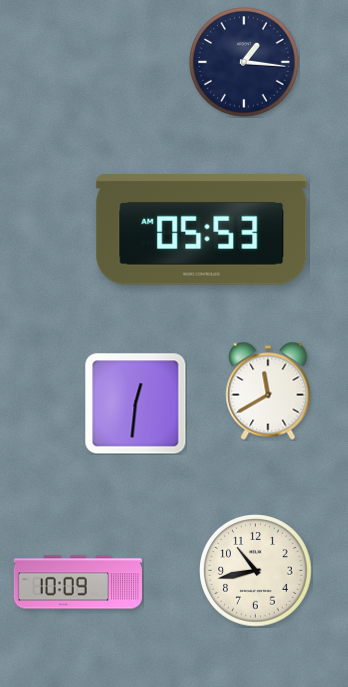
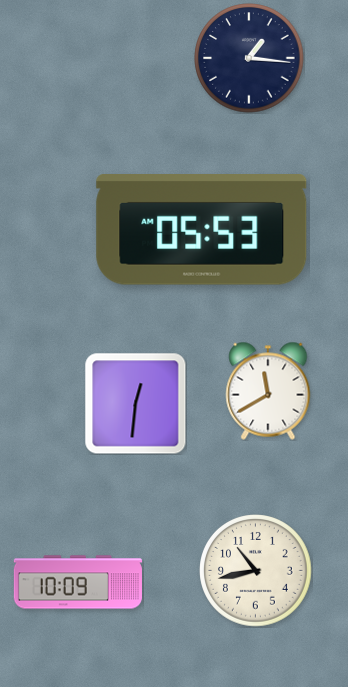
clock at (244, 62) position: (244, 62) -> (249, 58)
